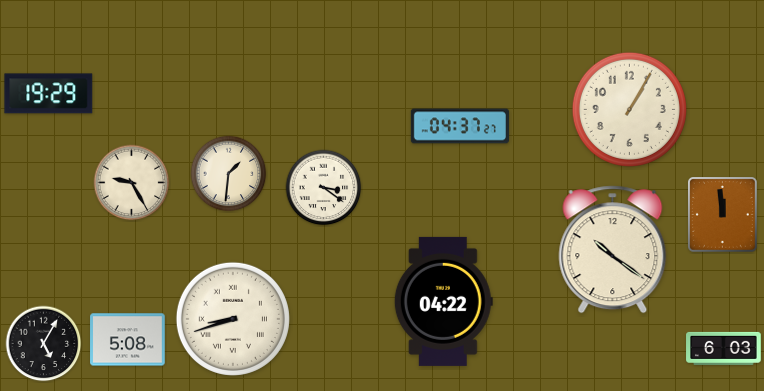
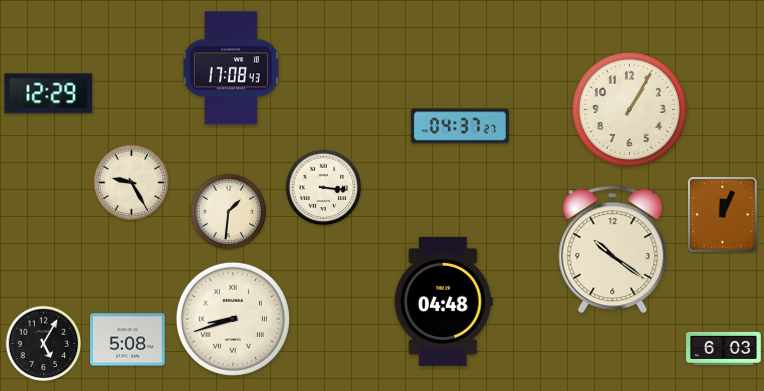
clock at (231, 68): none -> 17:08
clock at (49, 94): 19:29 -> 12:29
clock at (229, 174) position: (229, 174) -> (229, 212)
clock at (324, 188): 3:21 -> 3:16
clock at (723, 215): 11:59 -> 12:04
clock at (443, 301): 04:22 -> 04:48
